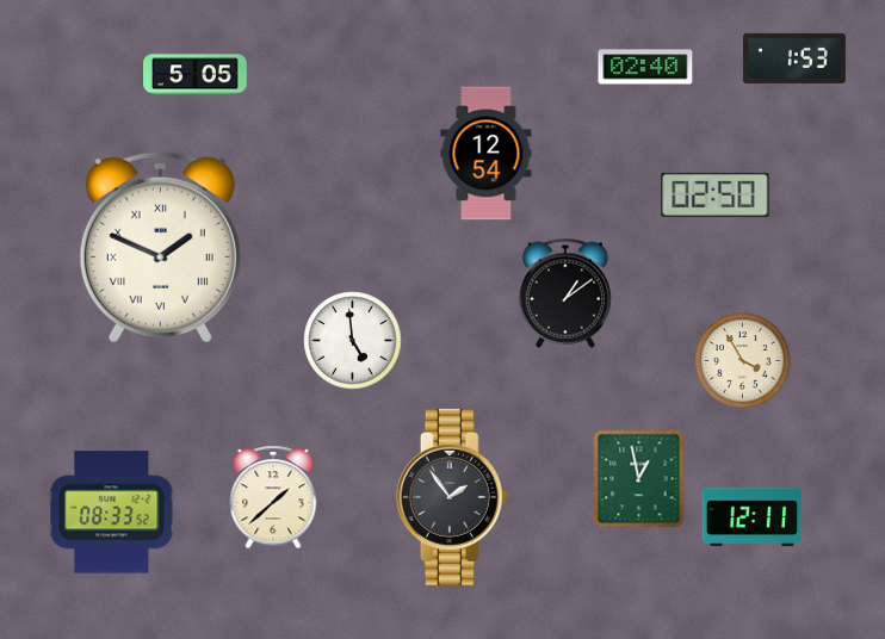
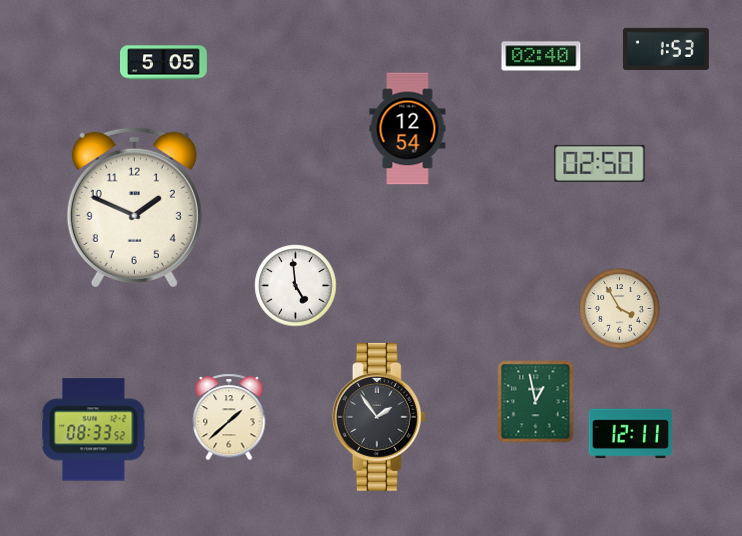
clock at (160, 247) numerals: Roman -> Arabic
clock at (565, 293): 1:09 -> none
clock at (743, 361) position: (743, 361) -> (620, 309)
